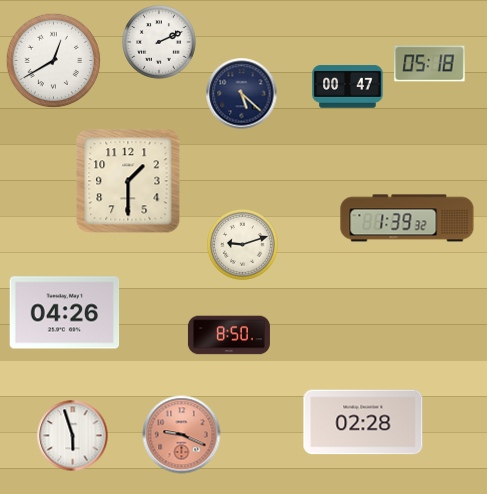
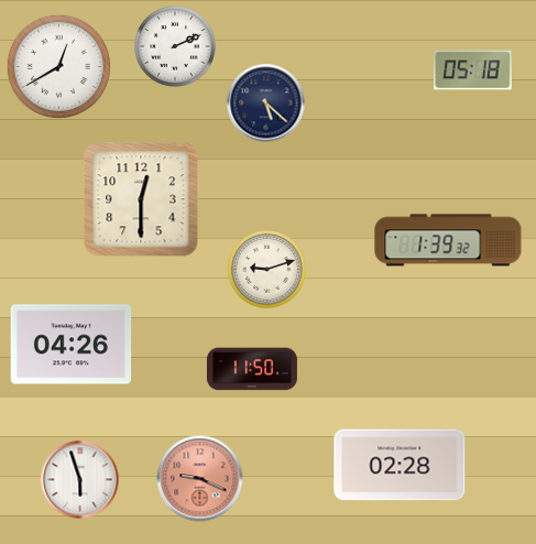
clock at (348, 87): 00:47 -> none
clock at (128, 181): 1:30 -> 12:30
clock at (229, 335): 8:50 -> 11:50
